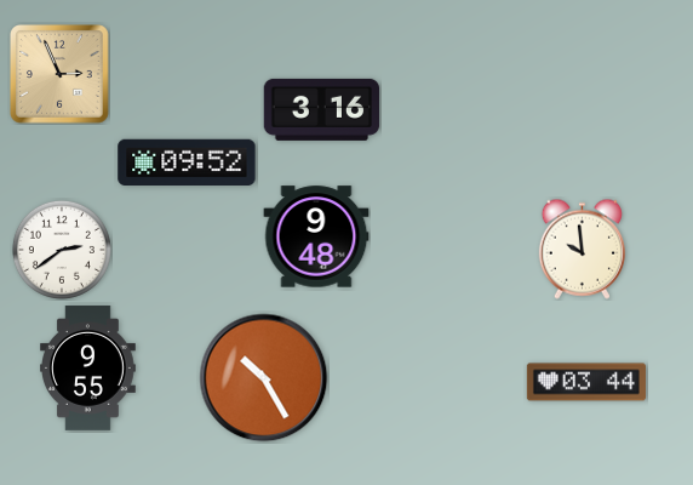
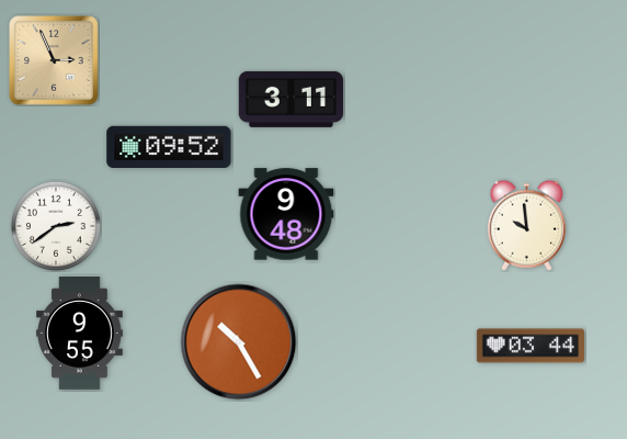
clock at (61, 75) position: (61, 75) -> (55, 61)
clock at (322, 109): 3:16 -> 3:11
